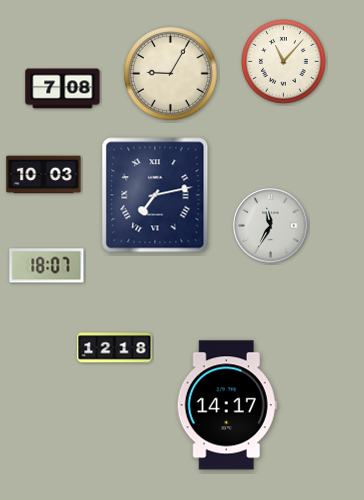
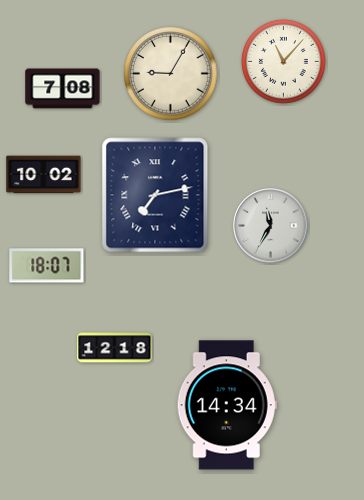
clock at (44, 175): 10:03 -> 10:02
clock at (227, 405): 14:17 -> 14:34
